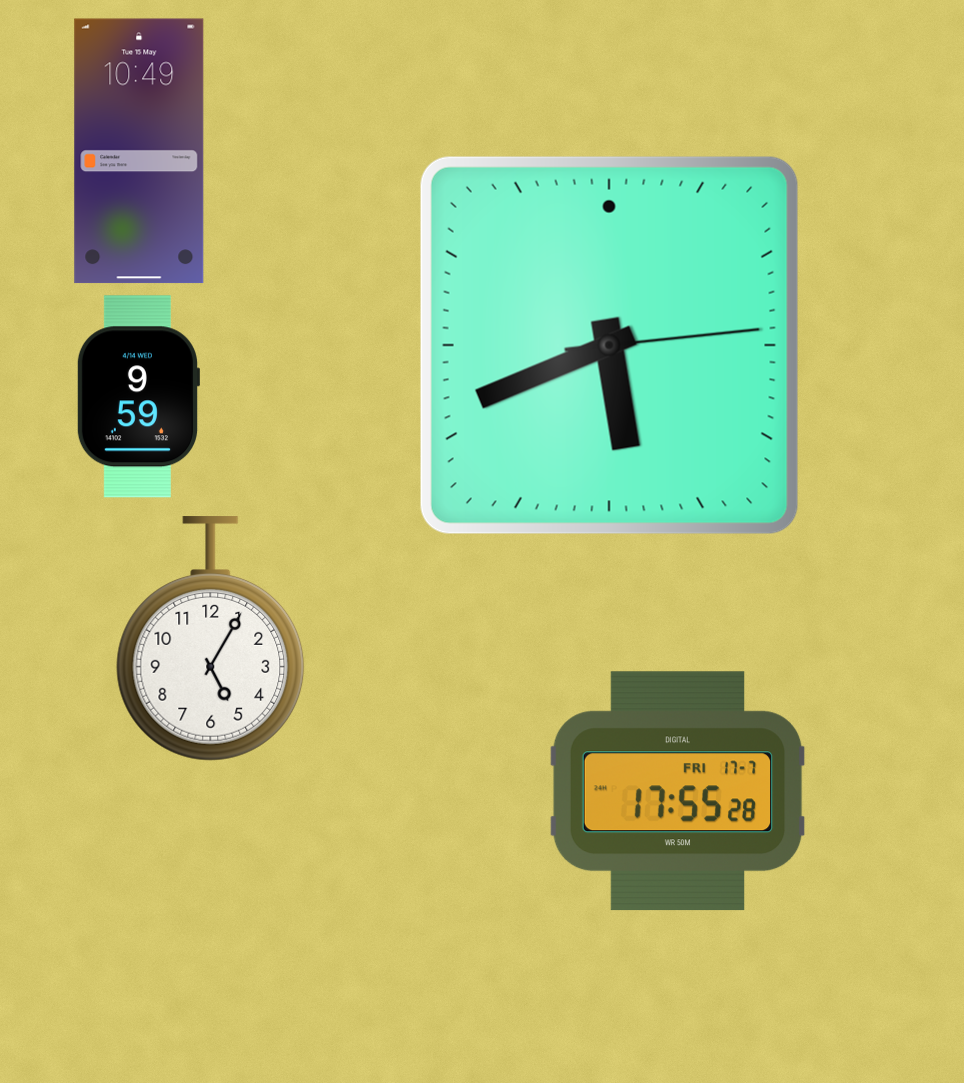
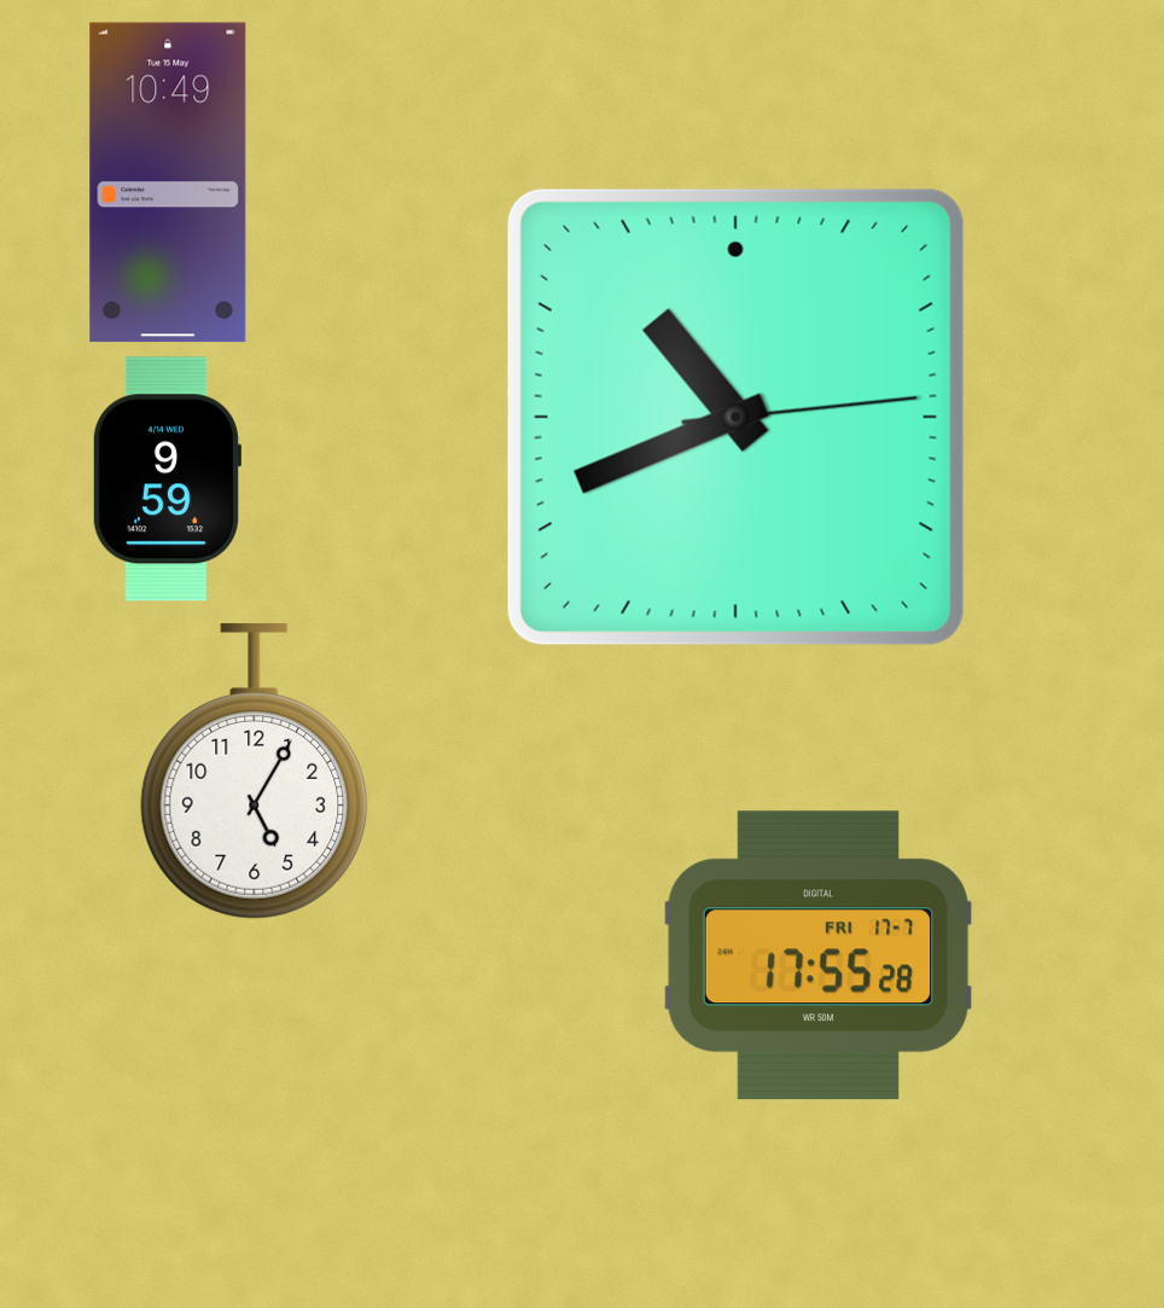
clock at (609, 345): 5:41 -> 10:41
